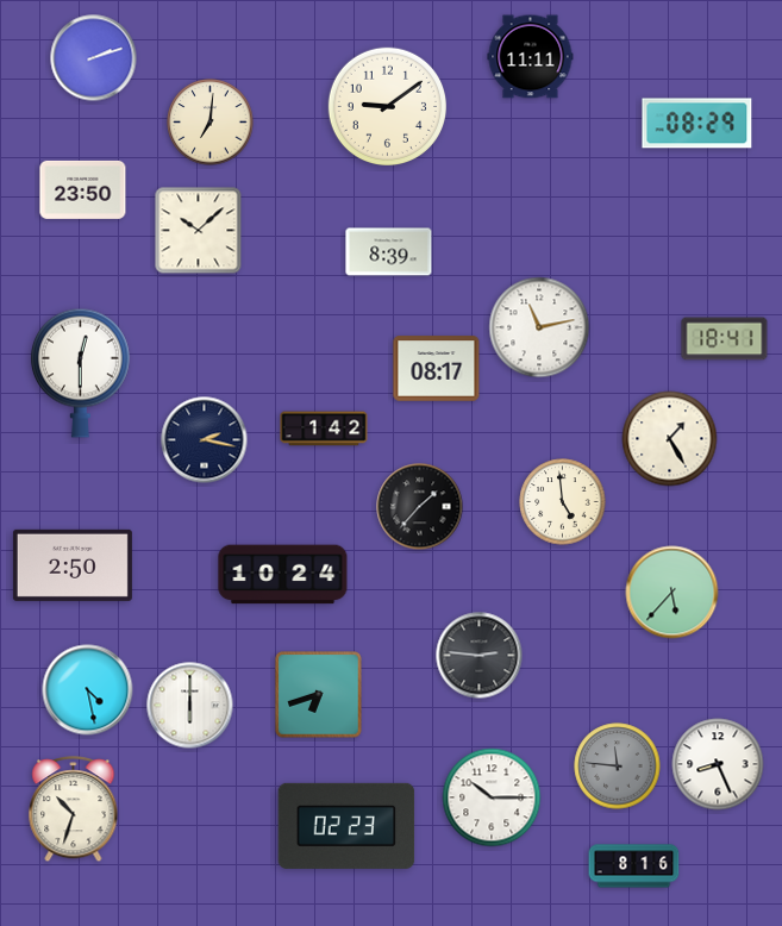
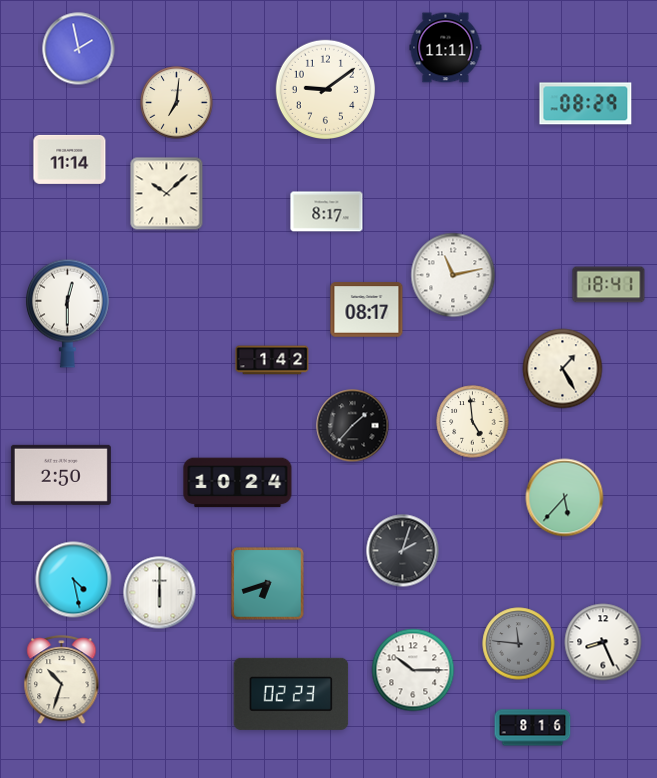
clock at (94, 58): 2:12 -> 1:58
clock at (83, 189): 23:50 -> 11:14
clock at (389, 252): 8:39 -> 8:17
clock at (205, 440): 2:17 -> none
clock at (480, 656): 2:46 -> 2:03
